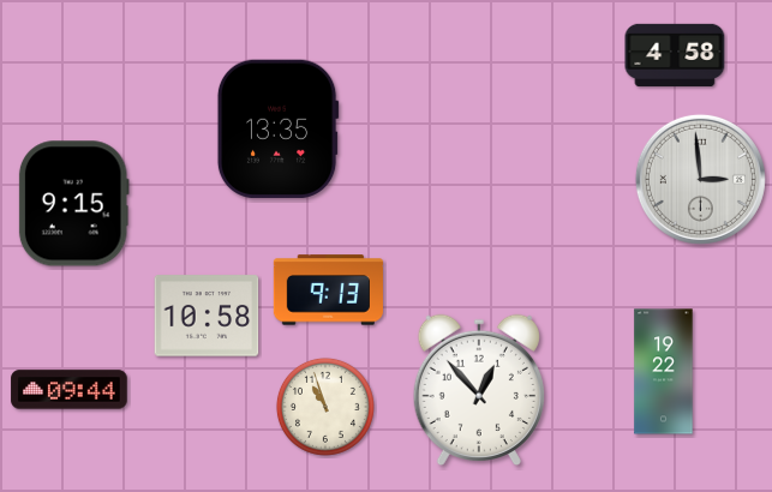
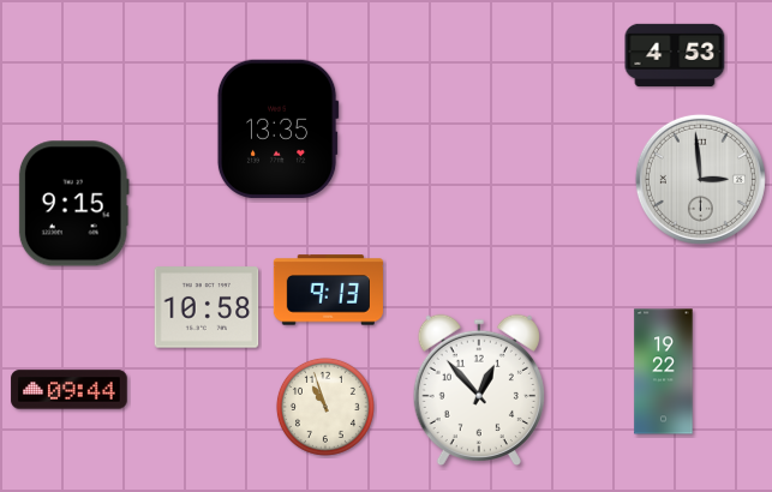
clock at (675, 54): 4:58 -> 4:53
clock at (207, 316) position: (207, 316) -> (207, 307)
